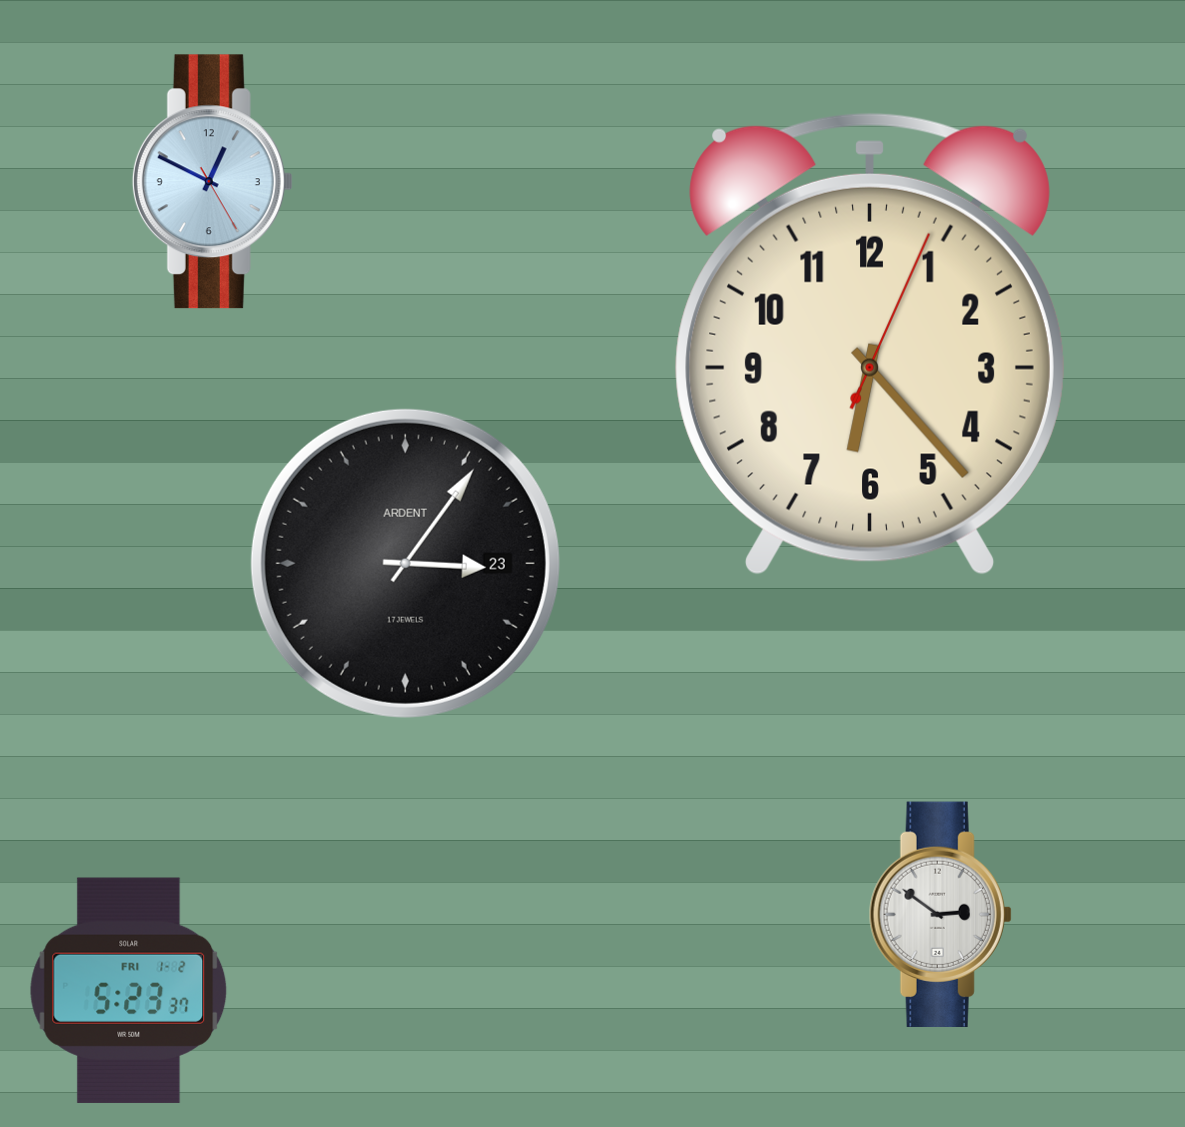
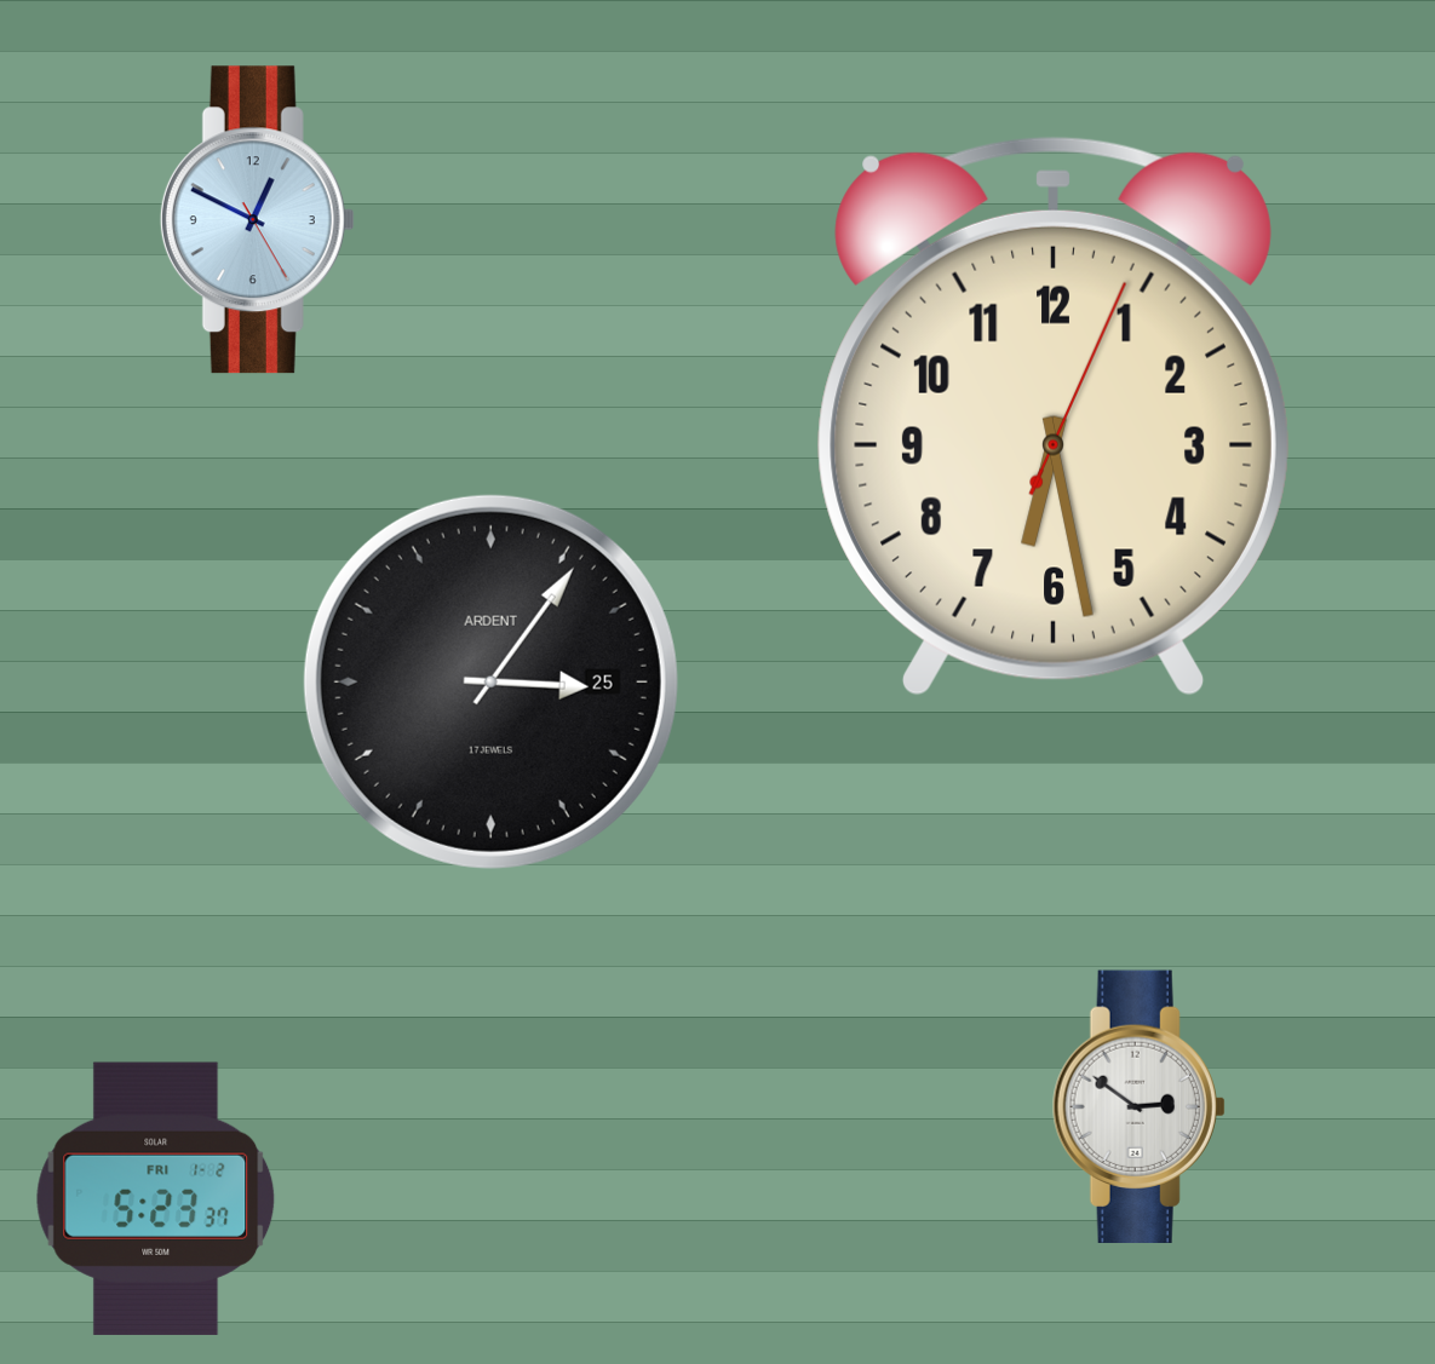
clock at (870, 344): 6:23 -> 6:28
clock at (405, 563) date: 23 -> 25
